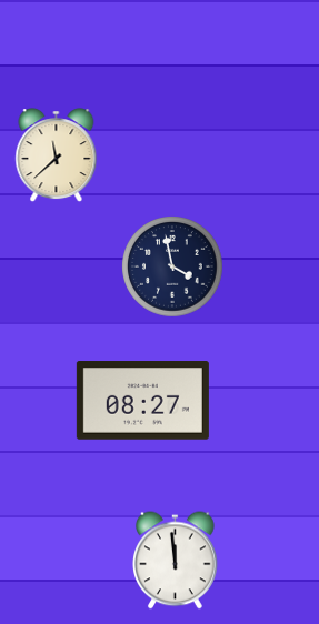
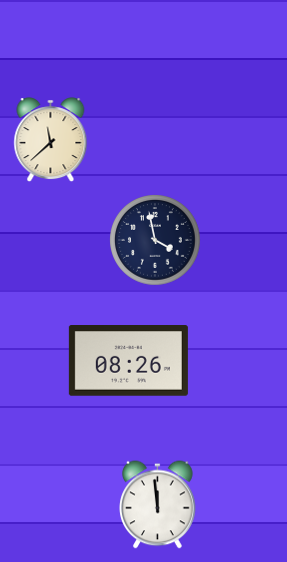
clock at (142, 401): 08:27 -> 08:26
